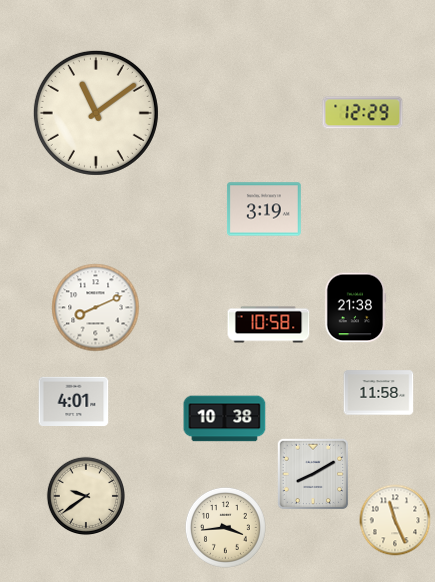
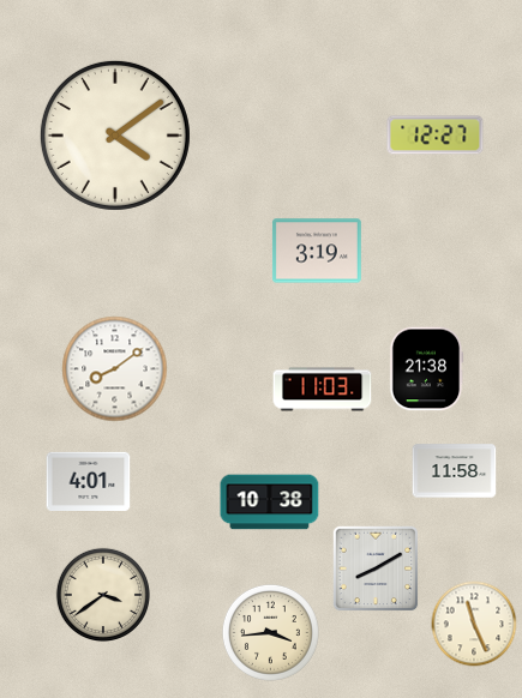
clock at (96, 113): 11:09 -> 4:09
clock at (363, 113): 12:29 -> 12:27
clock at (96, 308): 8:11 -> 8:09
clock at (269, 325): 10:58 -> 11:03
clock at (85, 495): 9:39 -> 3:39
